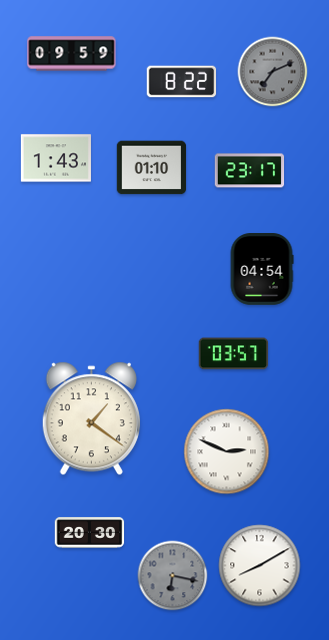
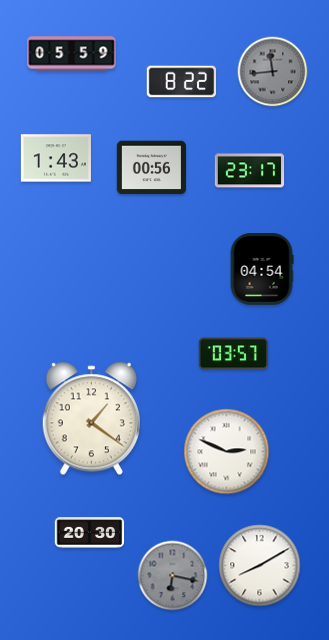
clock at (72, 54): 09:59 -> 05:59
clock at (273, 72): 7:11 -> 11:44
clock at (152, 168): 01:10 -> 00:56
